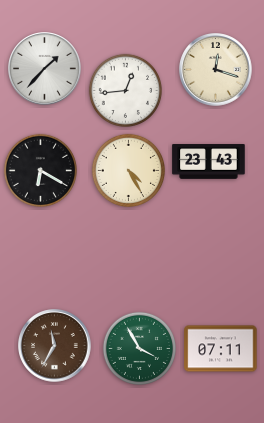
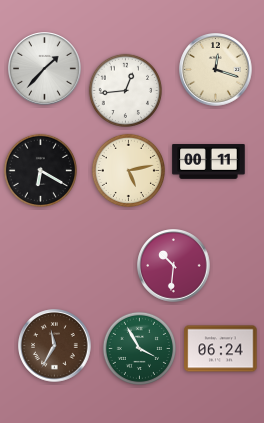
clock at (209, 162): 23:43 -> 00:11
clock at (128, 170): 4:25 -> 5:13
clock at (174, 266): none -> 10:31
clock at (221, 349): 07:11 -> 06:24
